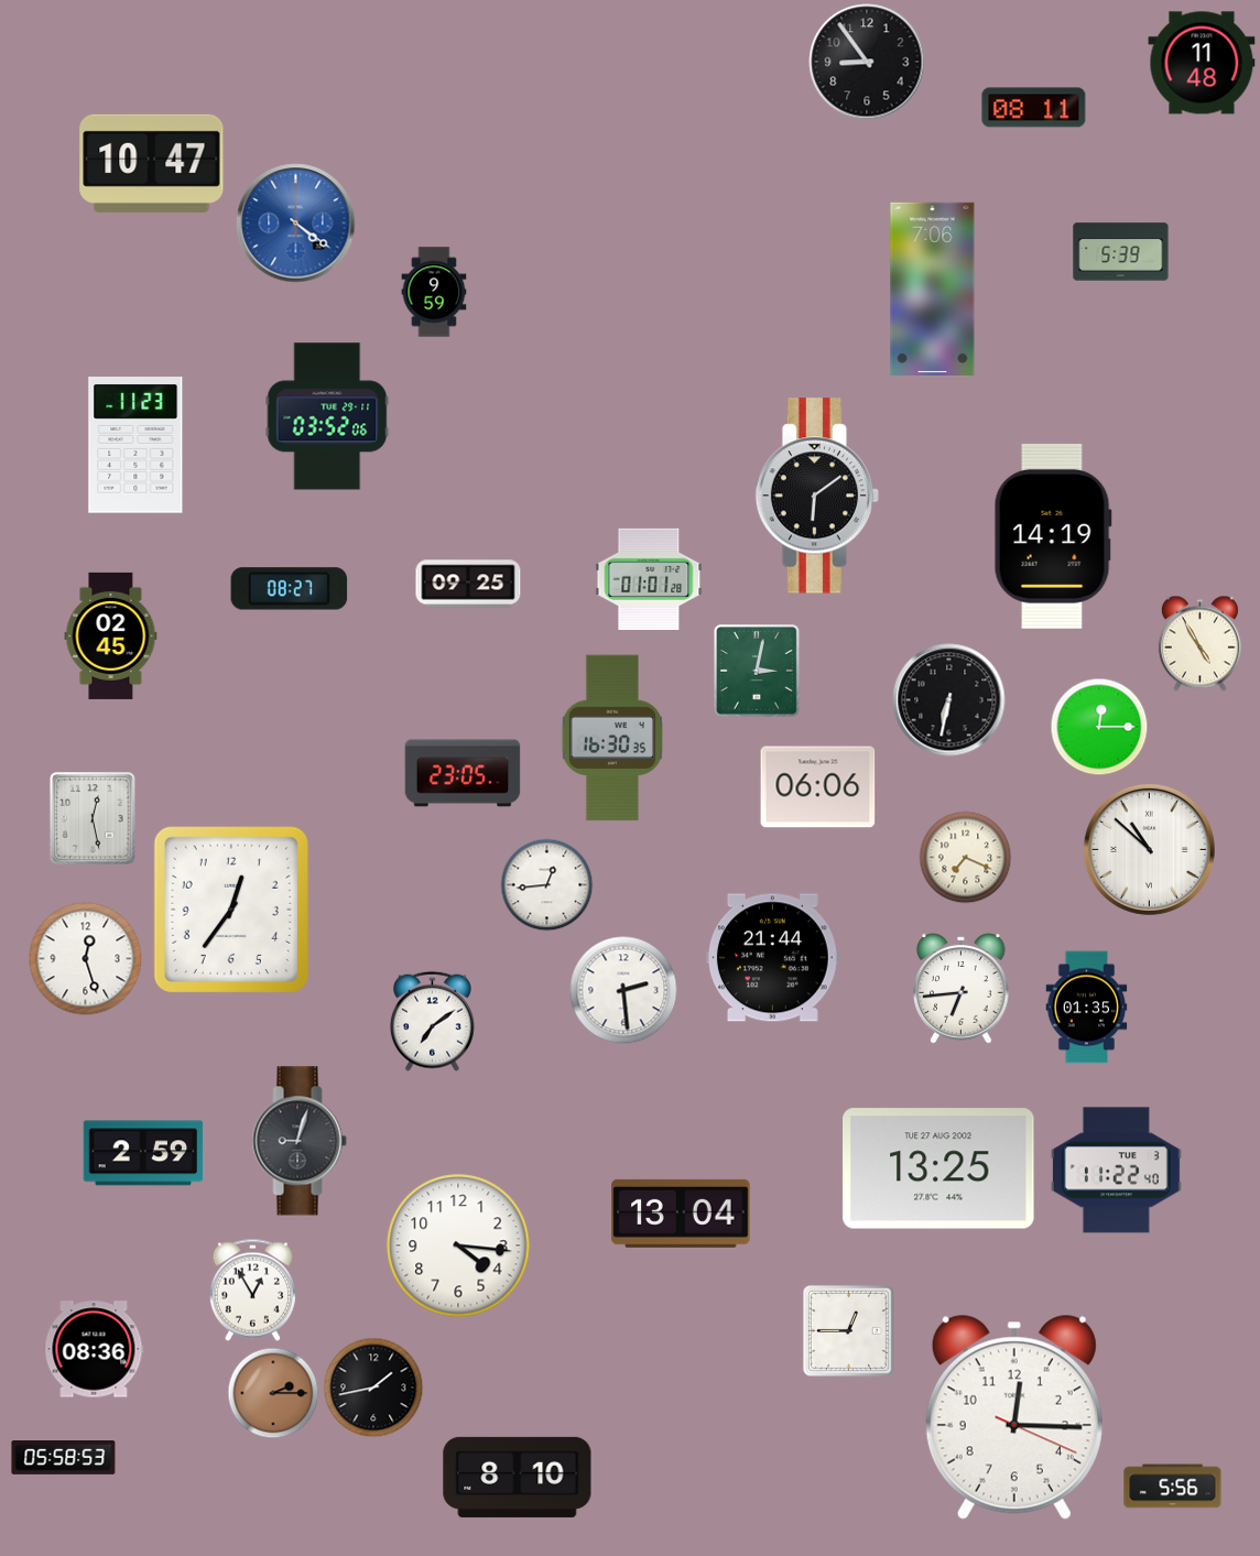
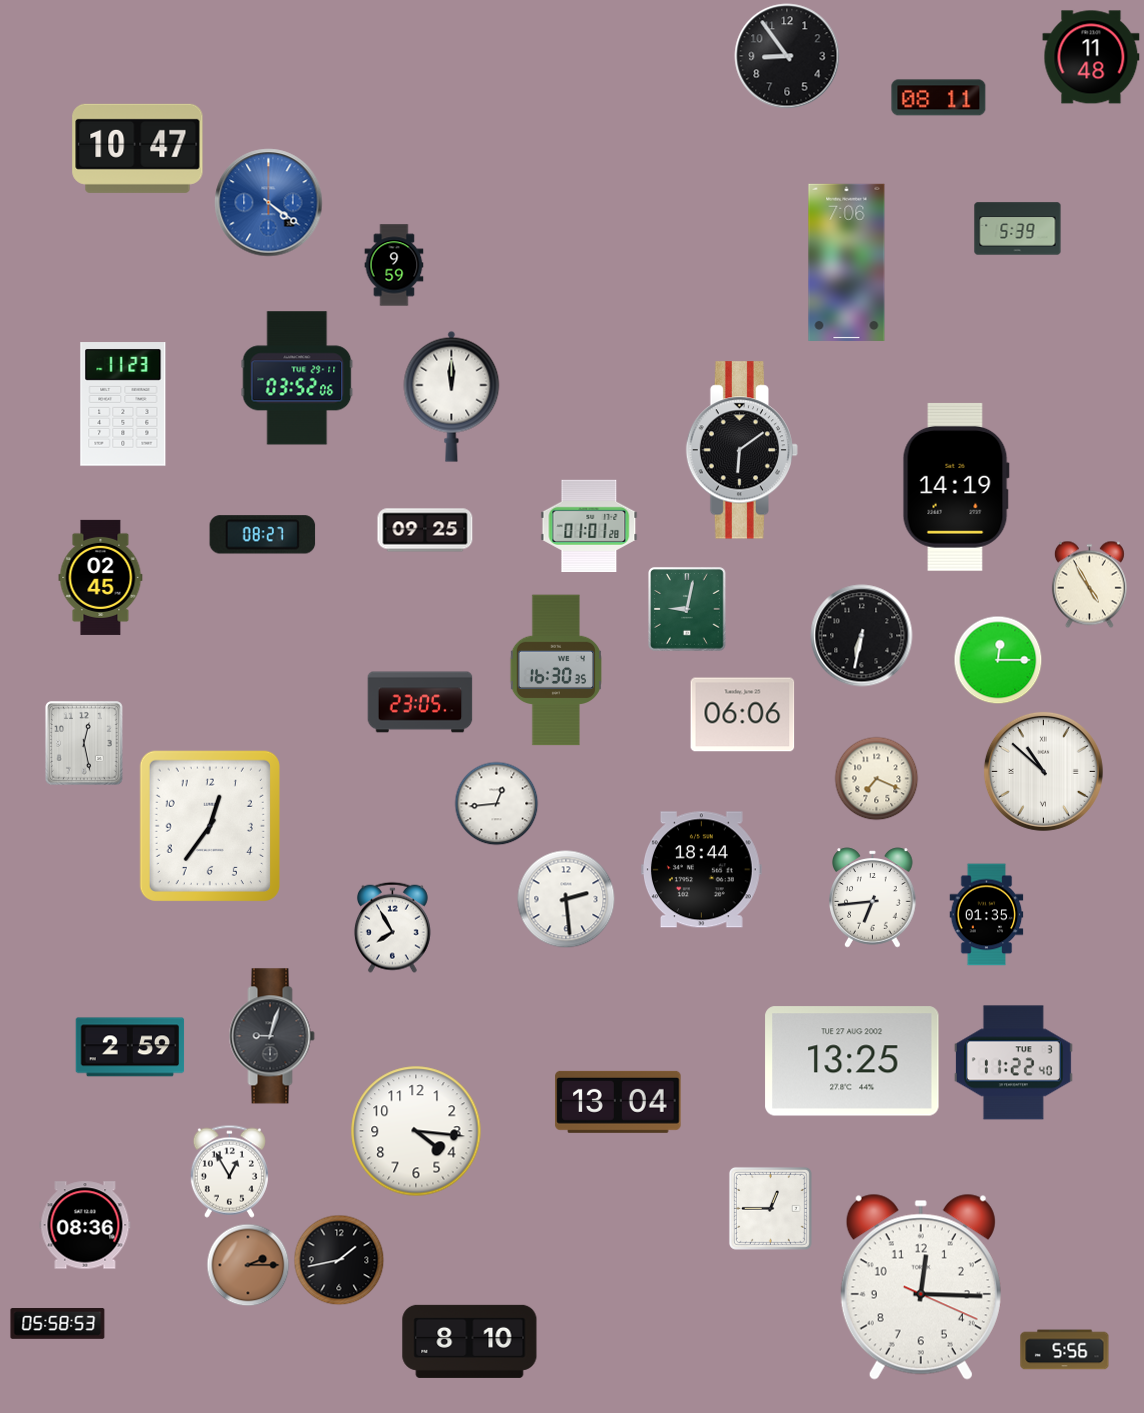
clock at (452, 396): none -> 12:00
clock at (758, 671): 3:02 -> 9:02
clock at (772, 958): 21:44 -> 18:44
clock at (86, 959): 12:27 -> none
clock at (432, 1021): 7:09 -> 7:55
